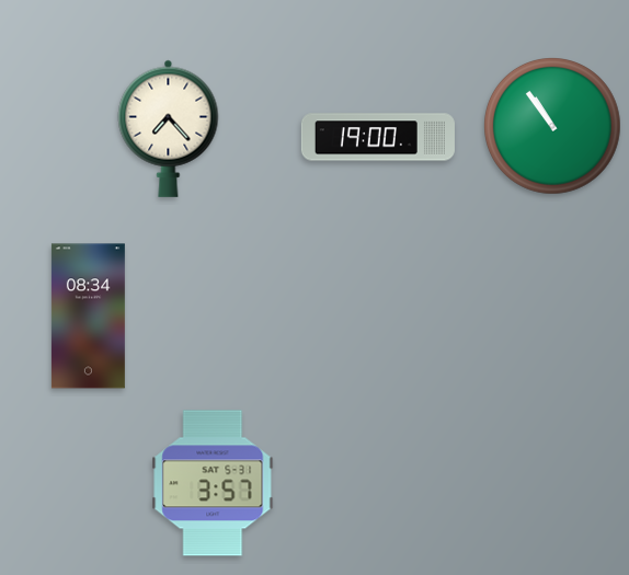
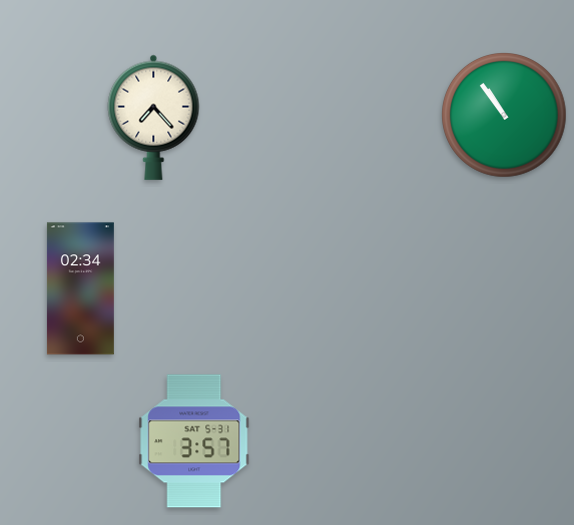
clock at (378, 137): 19:00 -> none
clock at (88, 317): 08:34 -> 02:34
